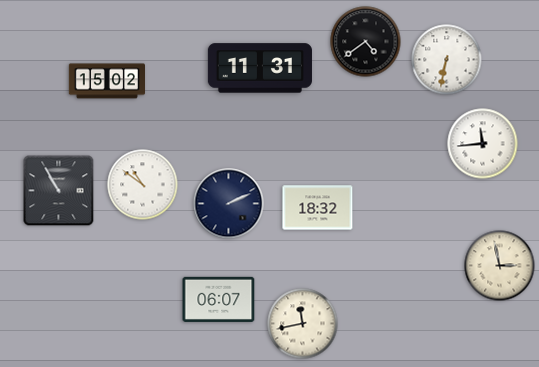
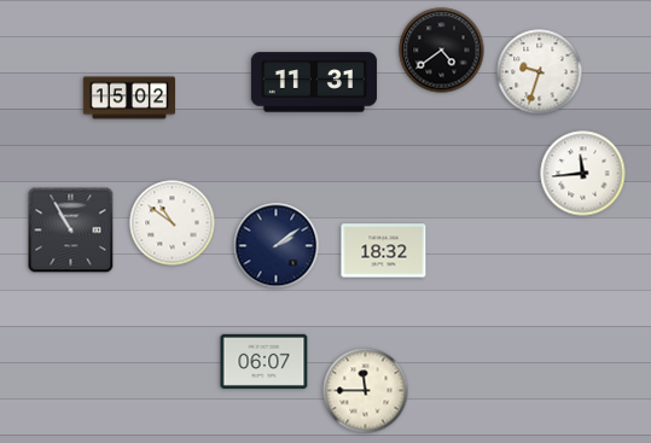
clock at (447, 60): 6:32 -> 9:33
clock at (229, 204): 2:11 -> 2:09
clock at (500, 266): 2:58 -> none
clock at (303, 324): 11:43 -> 11:45
